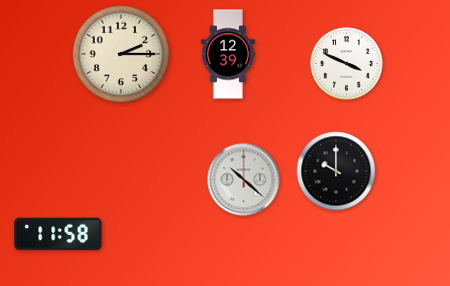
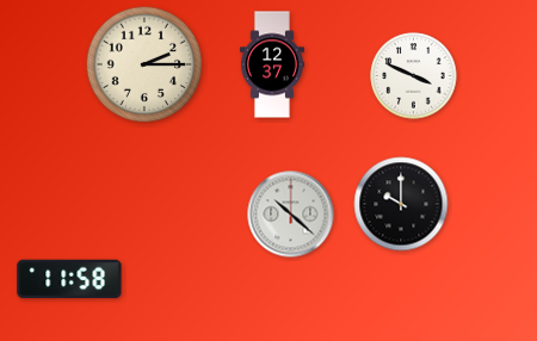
clock at (228, 54): 12:39 -> 12:37
